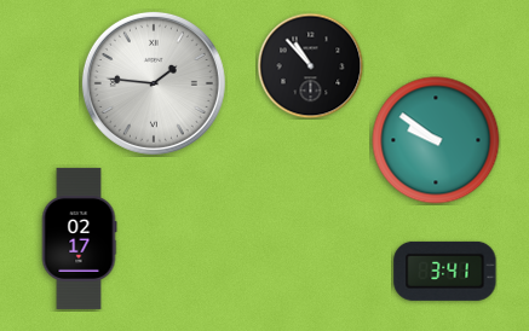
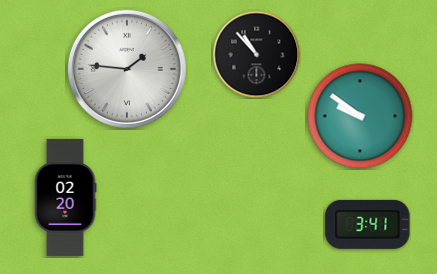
clock at (79, 238): 02:17 -> 02:20
